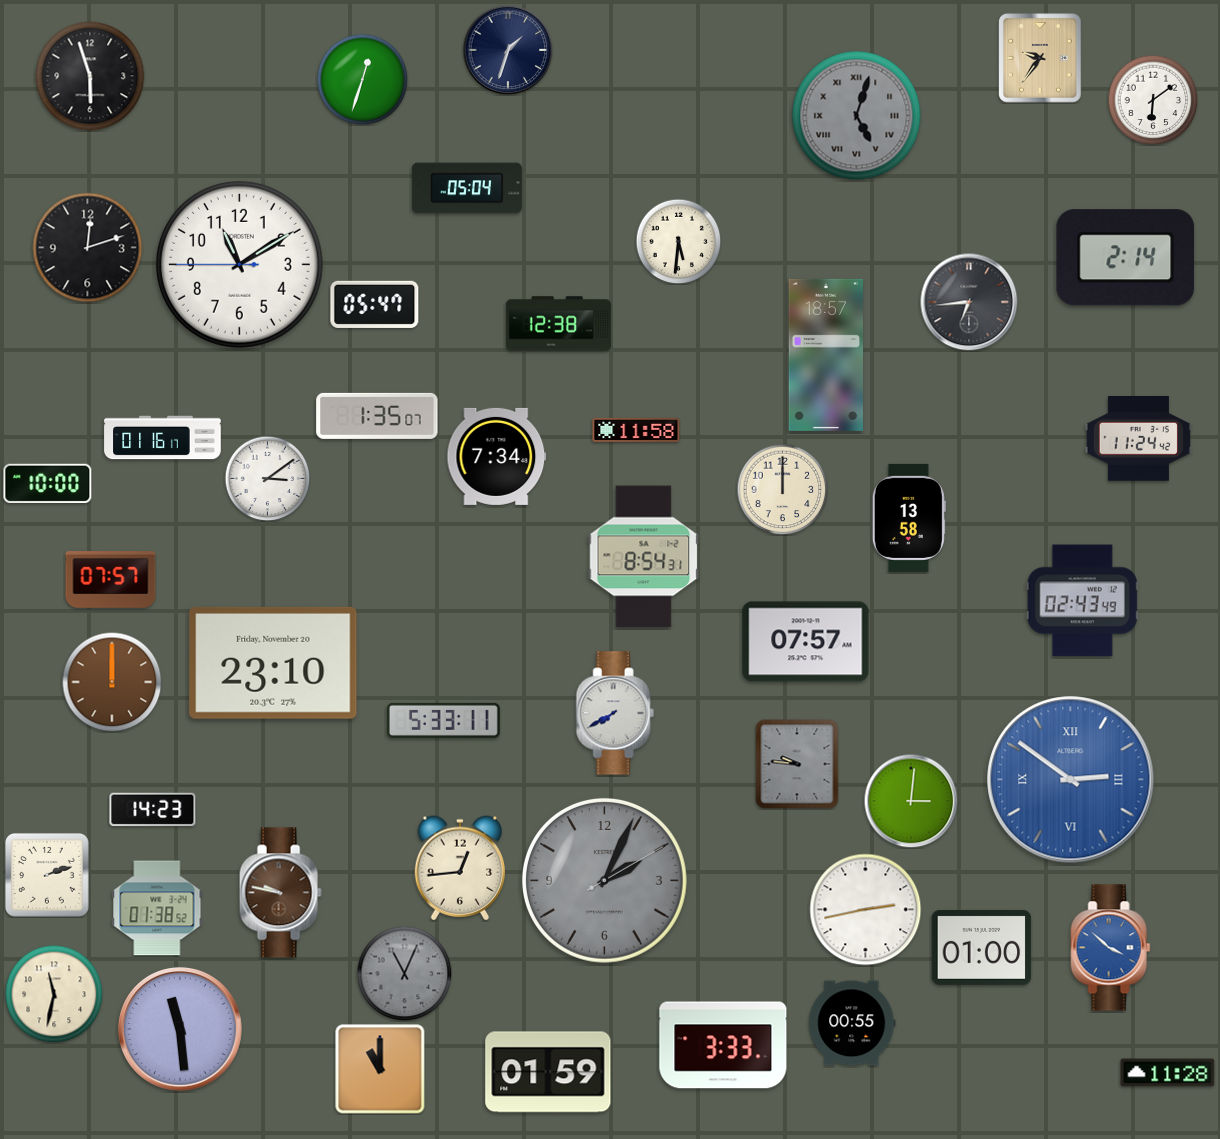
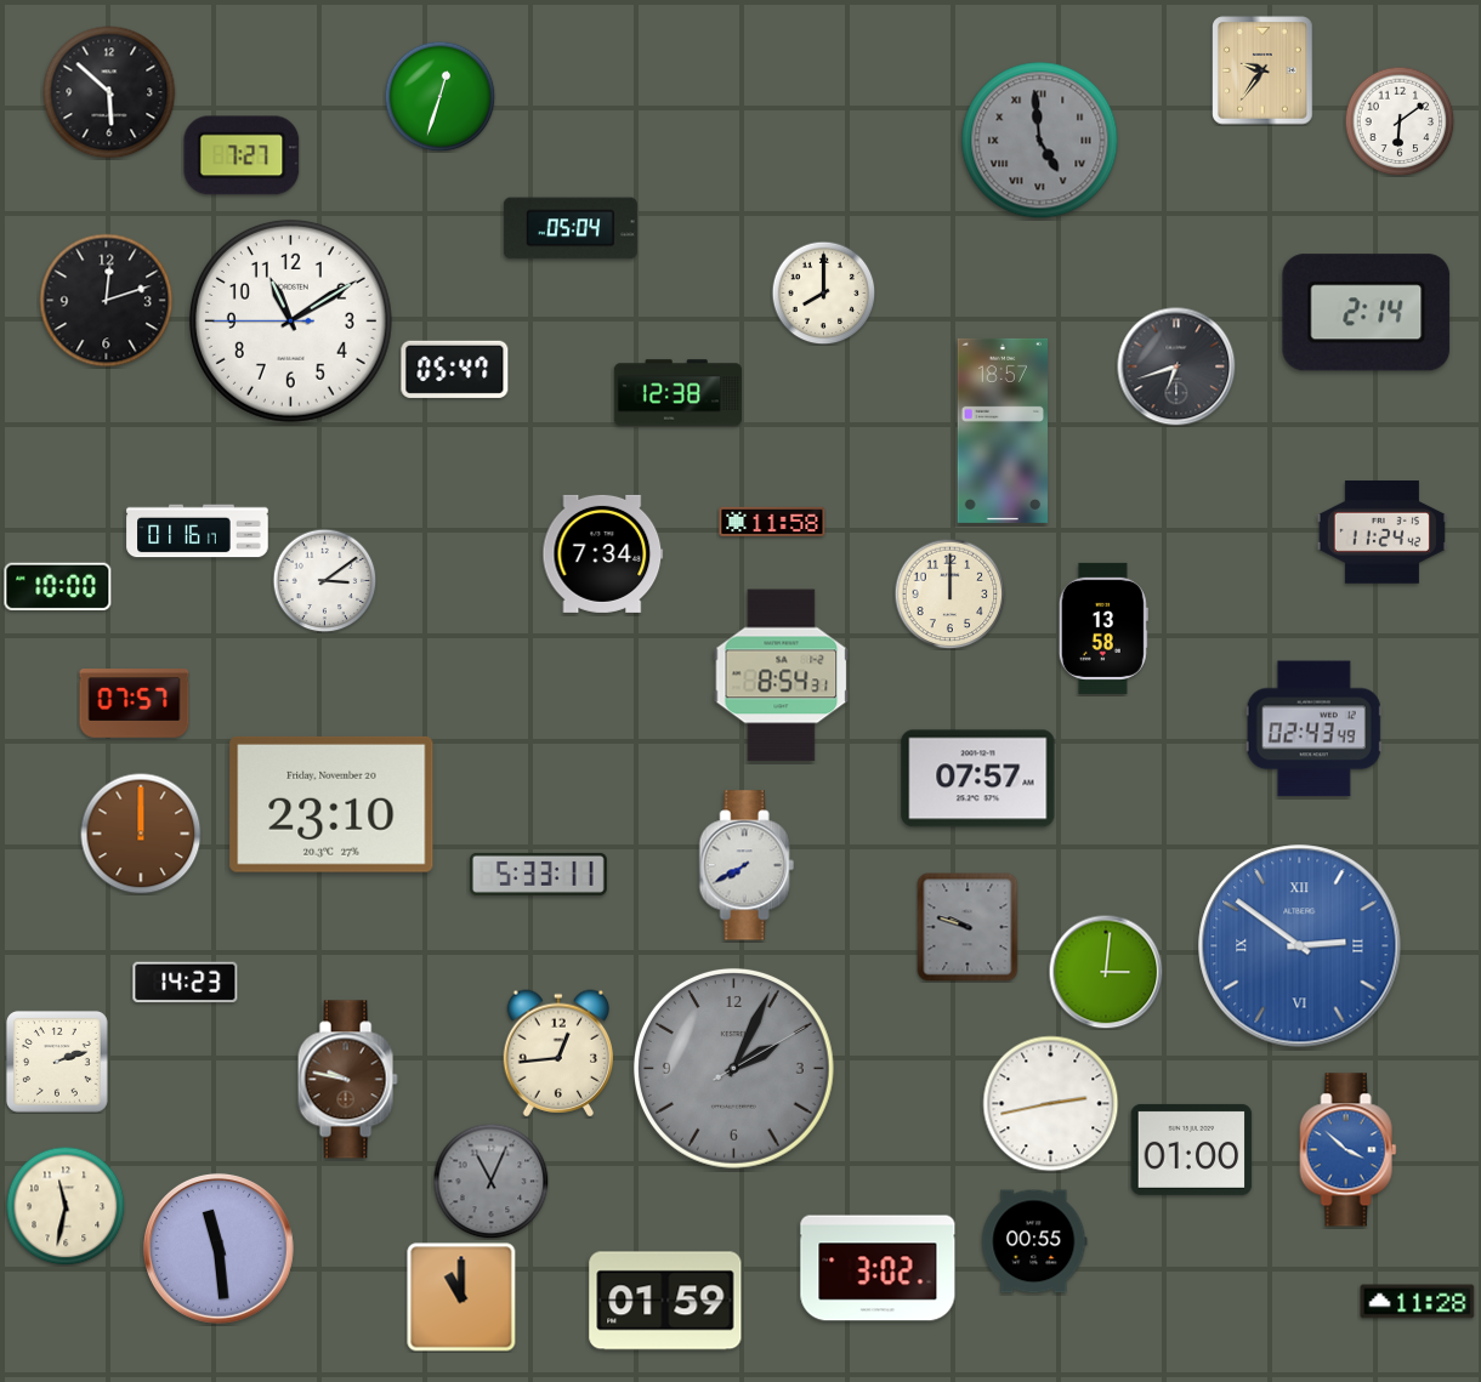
clock at (508, 50): 1:33 -> none
clock at (90, 76): 5:57 -> 5:52
clock at (857, 116): 5:03 -> 4:59
clock at (242, 155): none -> 7:27
clock at (467, 188) position: (467, 188) -> (571, 228)
clock at (678, 241): 5:31 -> 8:00
clock at (969, 302): 6:44 -> 6:42
clock at (377, 416): 1:35 -> none
clock at (112, 682) position: (112, 682) -> (141, 834)
clock at (797, 764): 9:46 -> 9:48
clock at (280, 893) position: (280, 893) -> (347, 1080)
clock at (157, 908): 01:38 -> none
clock at (723, 1045): 3:33 -> 3:02
